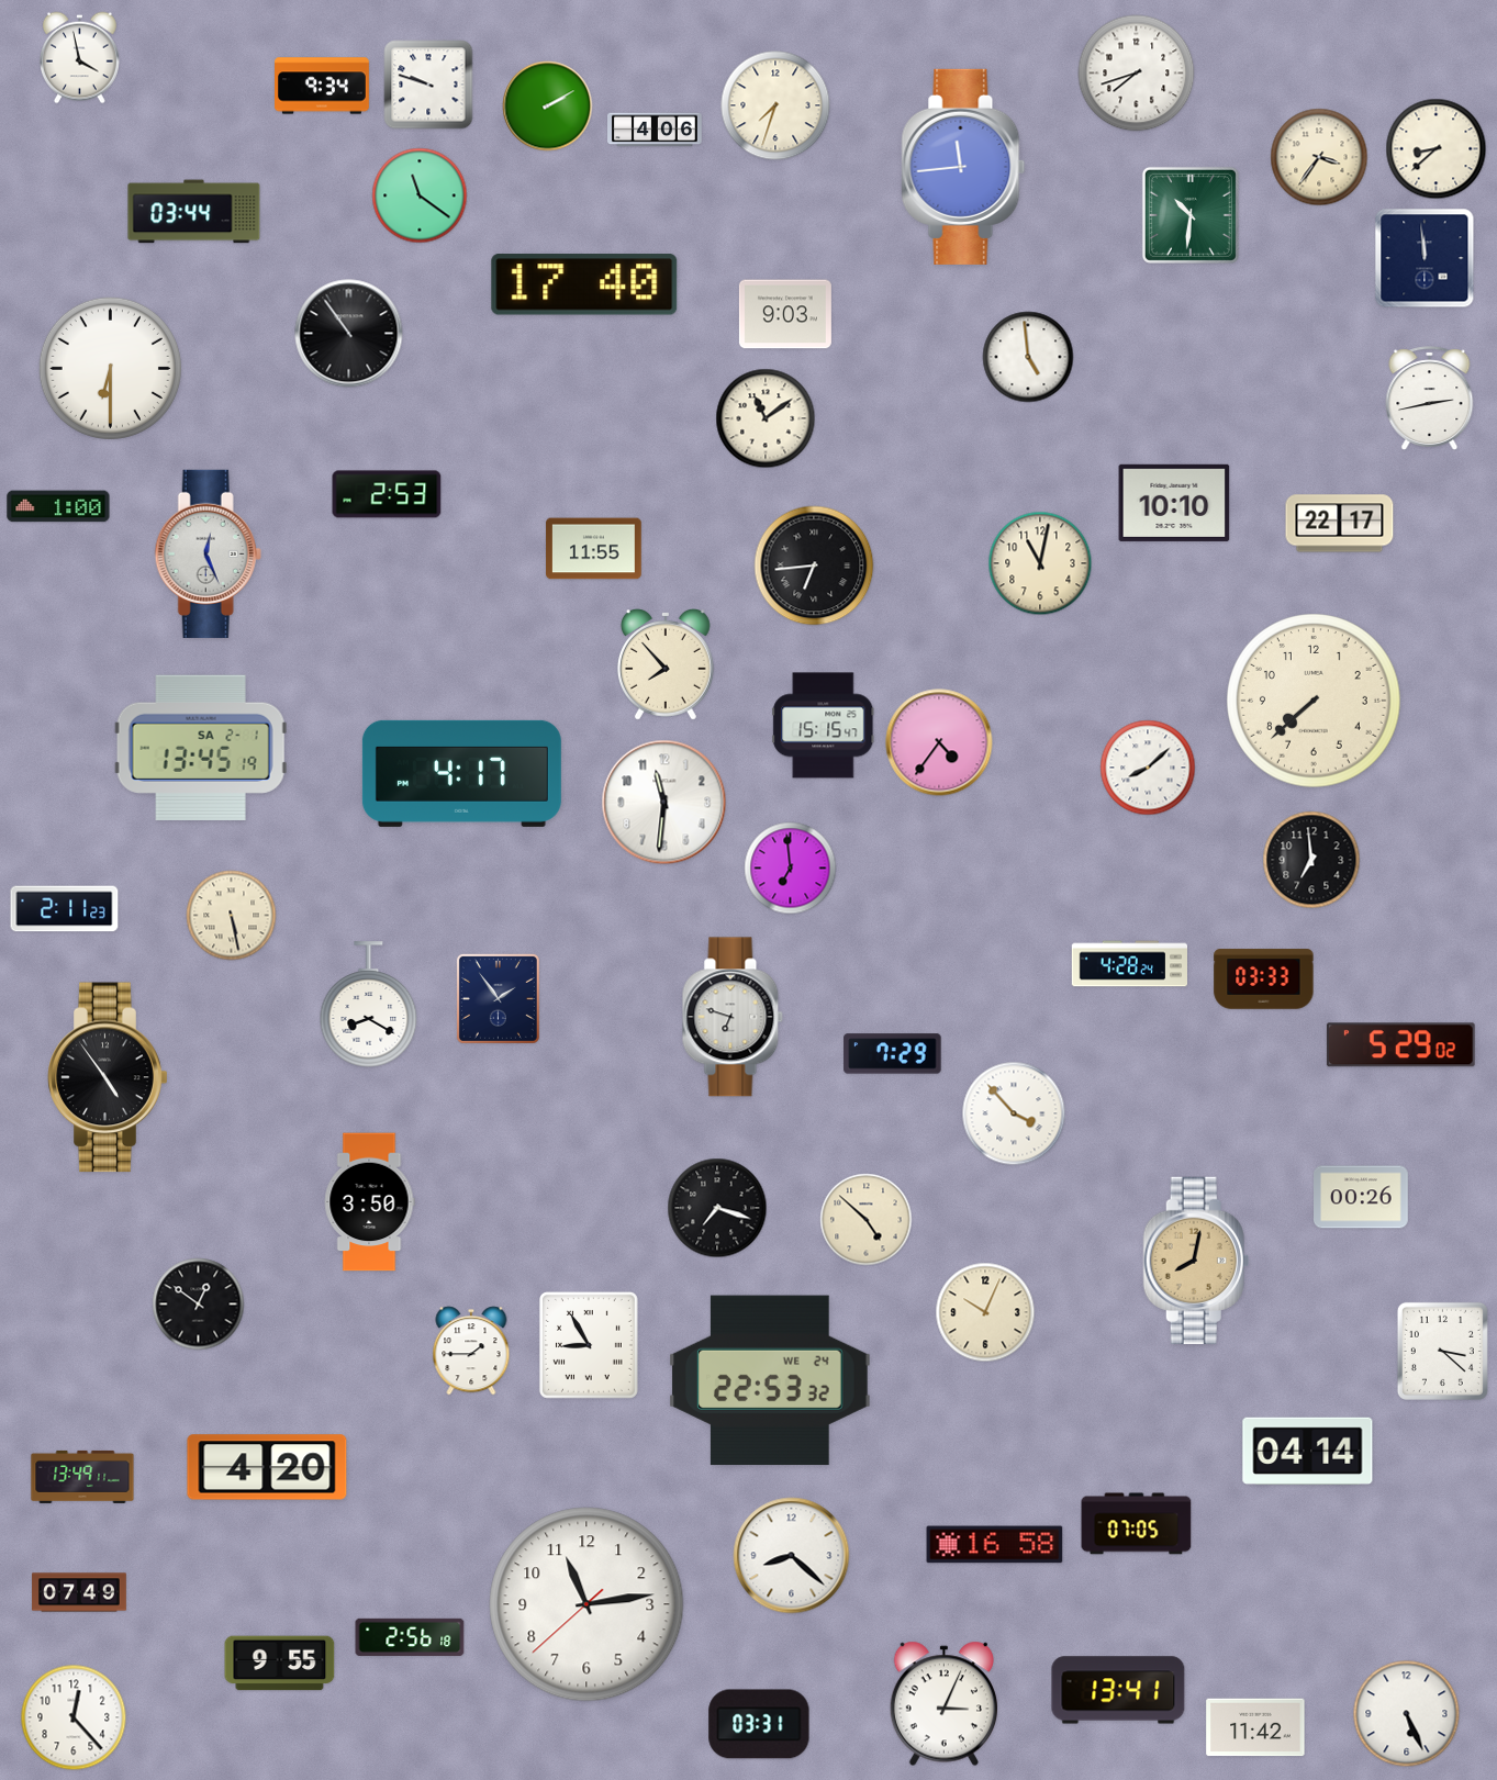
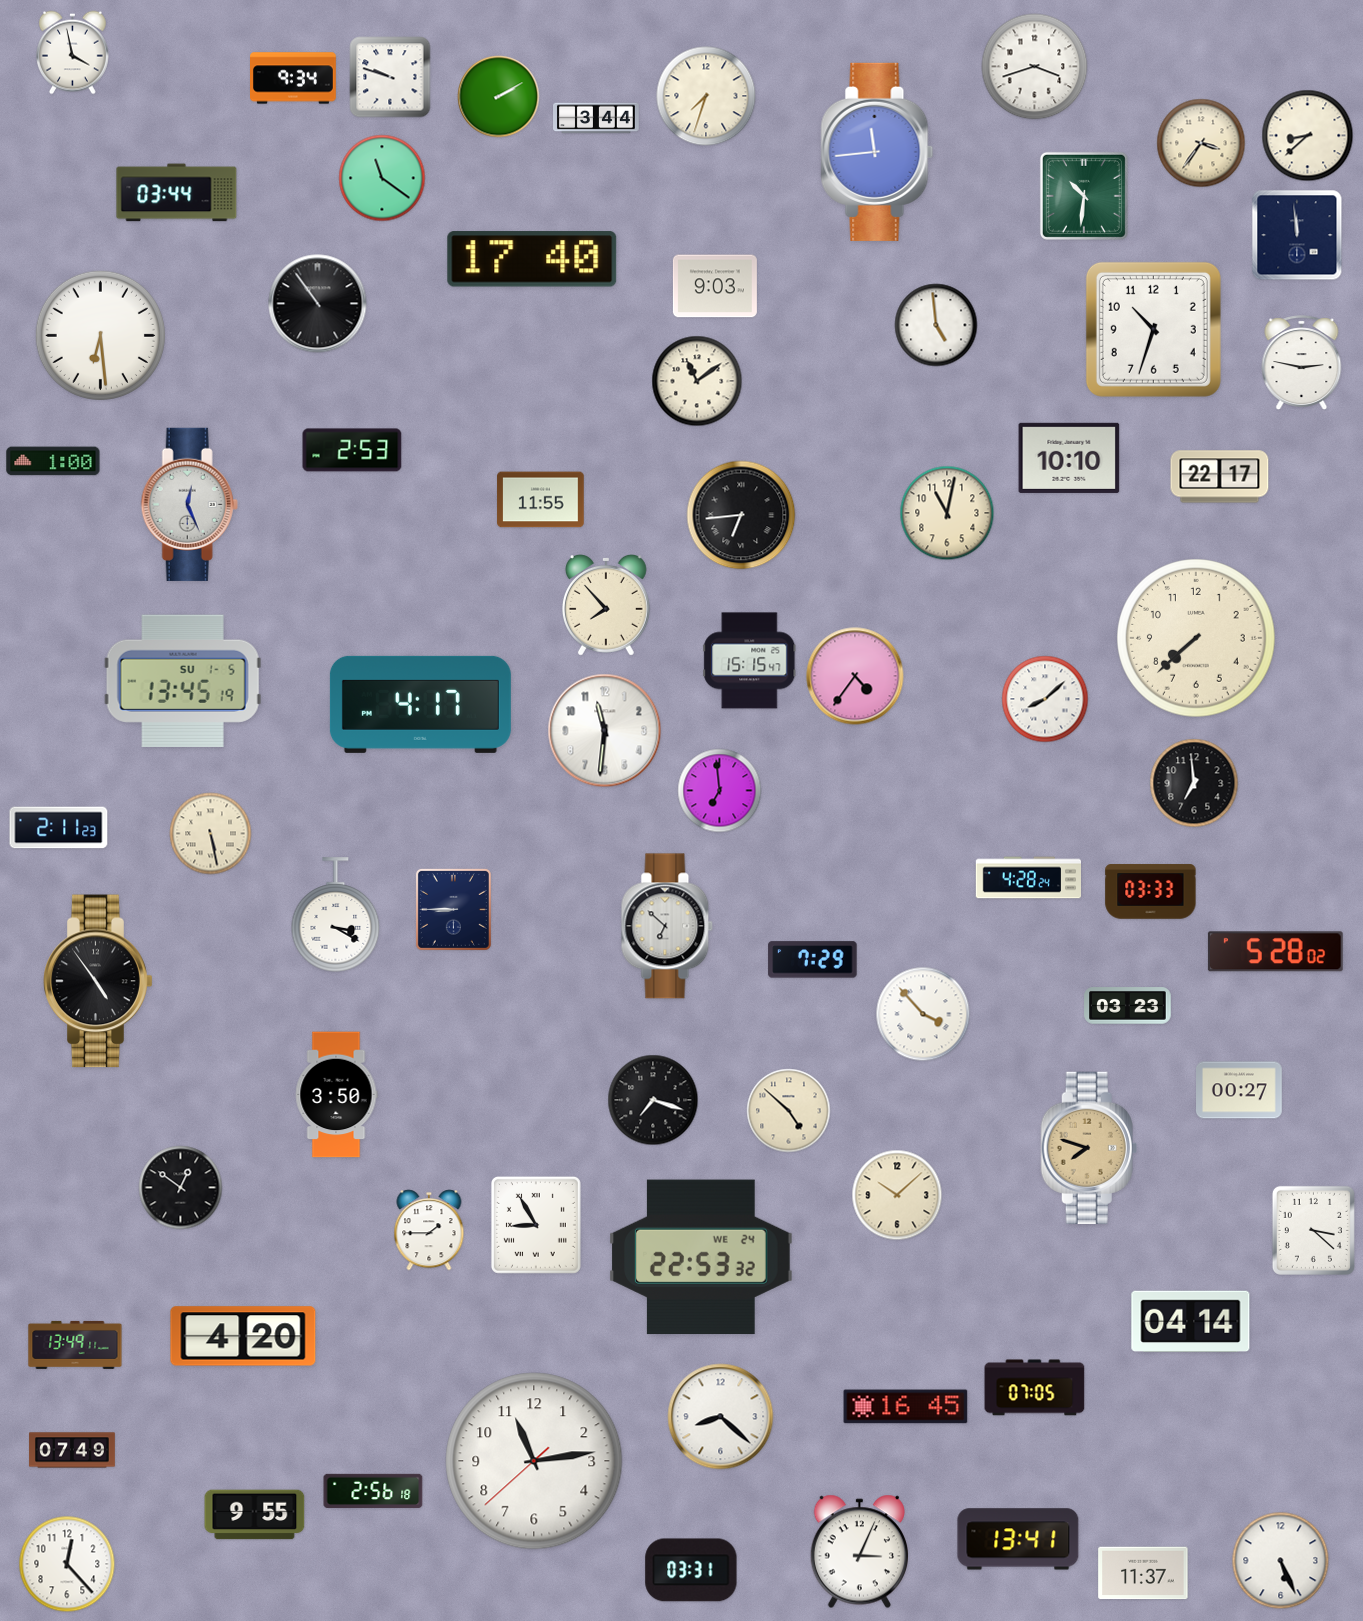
clock at (1137, 74): 7:42 -> 3:42
clock at (656, 130): 4:06 -> 3:44
clock at (1153, 329): none -> 10:33
clock at (110, 368): 6:30 -> 6:29
clock at (1430, 398): 2:43 -> 2:47
clock at (201, 748) date: SA 2-1 -> SU 1-5
clock at (498, 998): 1:54 -> 8:45
clock at (369, 1005): 8:20 -> 3:20
clock at (733, 1017): 6:48 -> 6:52
clock at (1400, 1045): 5:29 -> 5:28
clock at (1128, 1006): none -> 03:23
clock at (1362, 1197): 00:26 -> 00:27
clock at (1196, 1261): 8:02 -> 7:48
clock at (985, 1312): 10:04 -> 10:08
clock at (995, 1545): 16:58 -> 16:45
clock at (1255, 1727): 11:42 -> 11:37
